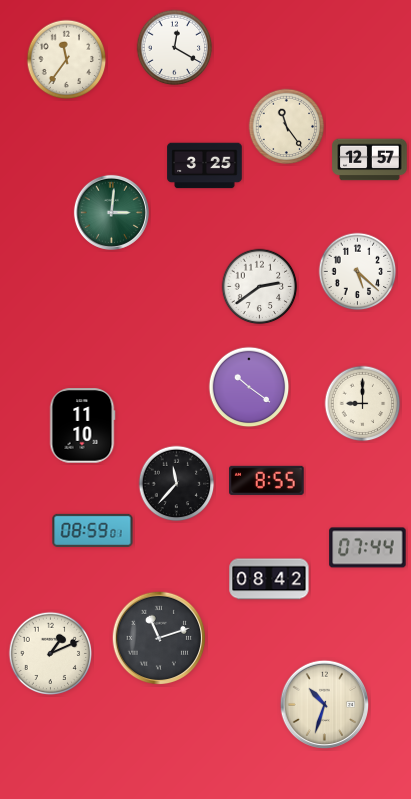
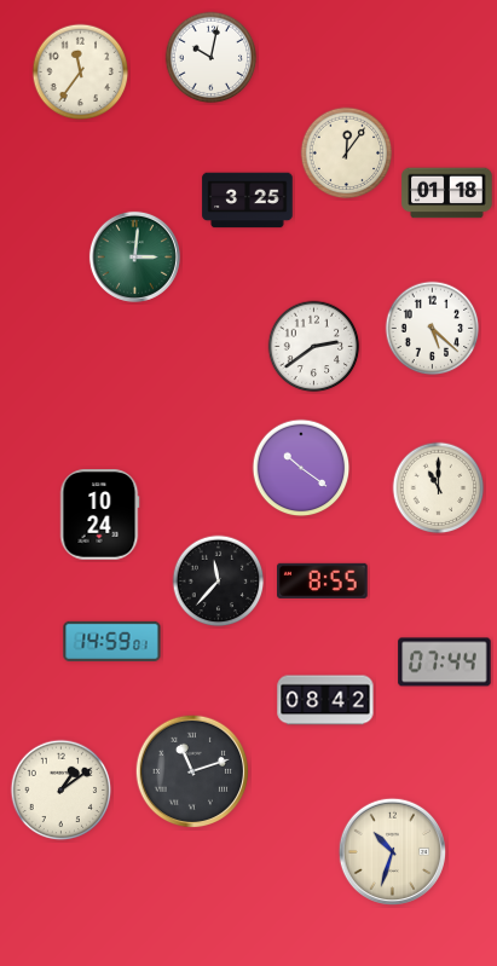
clock at (175, 48): 12:20 -> 10:02
clock at (287, 127): 11:24 -> 12:06
clock at (370, 160): 12:57 -> 01:18
clock at (363, 404): 9:00 -> 11:00
clock at (82, 426): 11:10 -> 10:24
clock at (177, 484) position: (177, 484) -> (219, 582)
clock at (93, 530): 08:59 -> 14:59
clock at (51, 654): 1:11 -> 1:09
